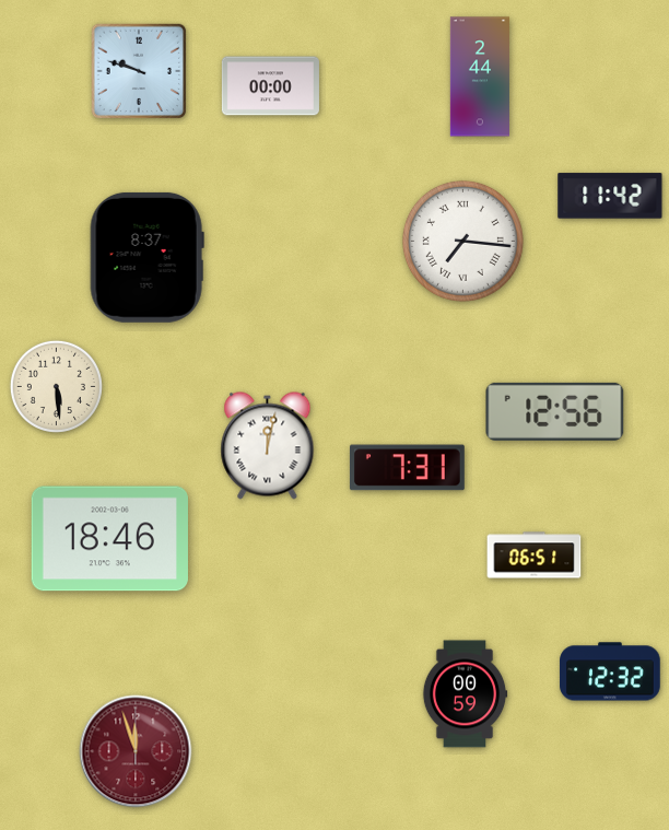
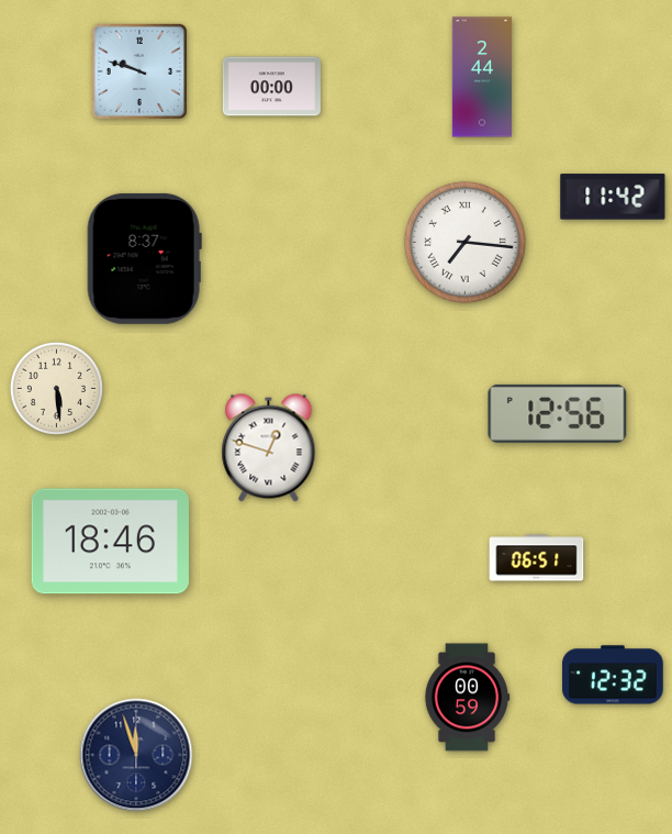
clock at (146, 257) position: (146, 257) -> (144, 258)
clock at (268, 446): 12:02 -> 12:48
clock at (407, 468): 7:31 -> none
clock at (136, 751) dial: burgundy -> navy
